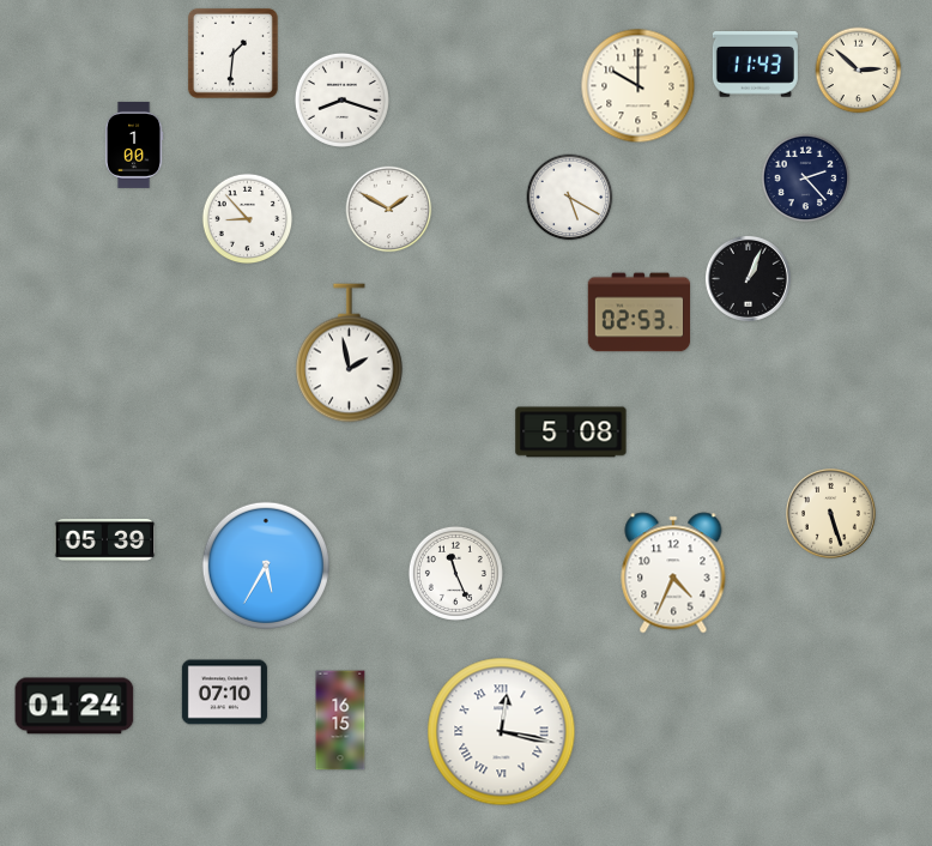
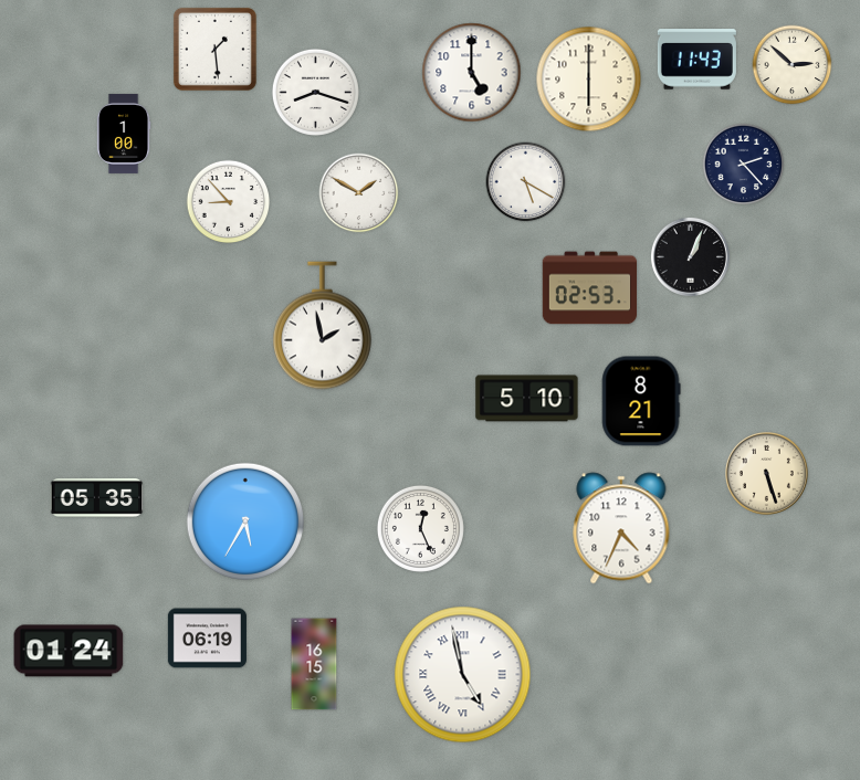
clock at (232, 53): 1:31 -> 1:29
clock at (472, 73): none -> 5:00
clock at (639, 86): 10:00 -> 6:00
clock at (571, 433): 5:08 -> 5:10
clock at (641, 401): none -> 8:21
clock at (105, 539): 05:39 -> 05:35
clock at (455, 573): 11:26 -> 12:26
clock at (224, 693): 07:10 -> 06:19
clock at (502, 732): 12:17 -> 4:58
